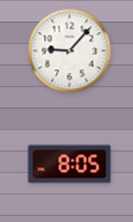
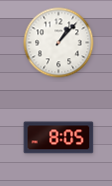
clock at (70, 51): 9:07 -> 1:07
